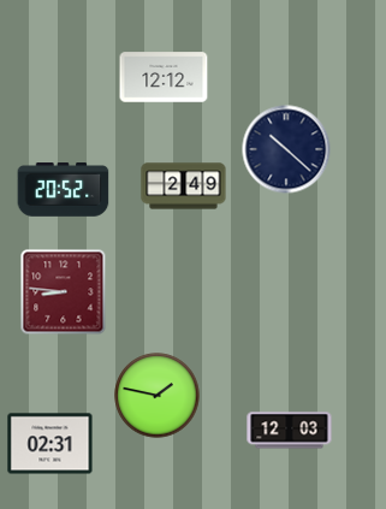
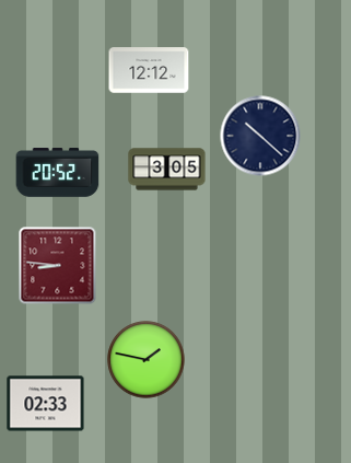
clock at (184, 187): 2:49 -> 3:05
clock at (158, 396) position: (158, 396) -> (147, 360)
clock at (290, 431): 12:03 -> none
clock at (51, 444): 02:31 -> 02:33
